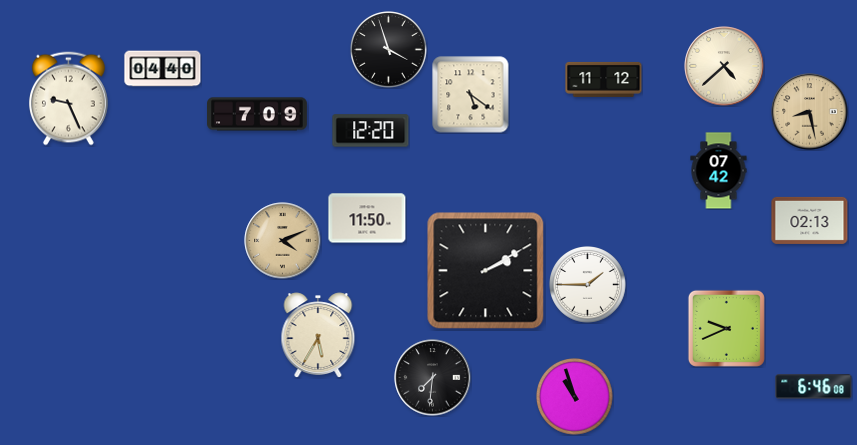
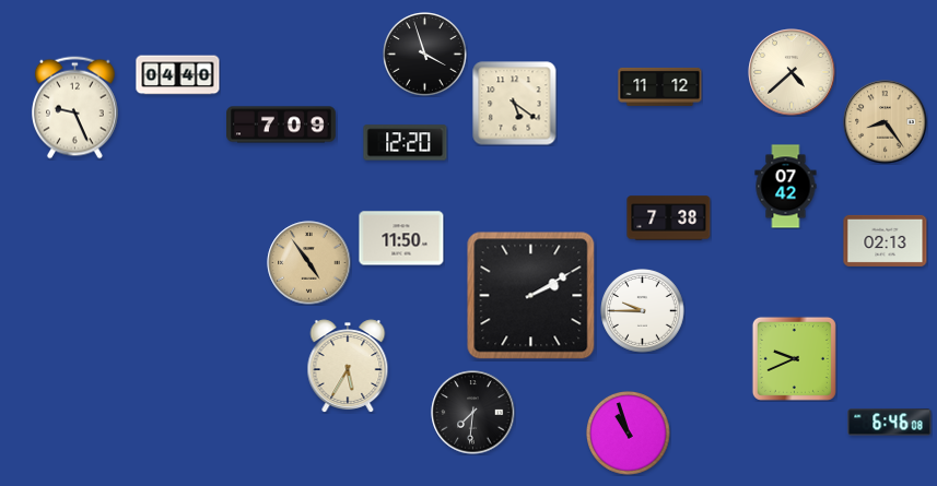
clock at (810, 112): 8:28 -> 8:24
clock at (669, 218): none -> 7:38
clock at (283, 241): 4:11 -> 4:54
clock at (588, 285): 1:45 -> 9:45
